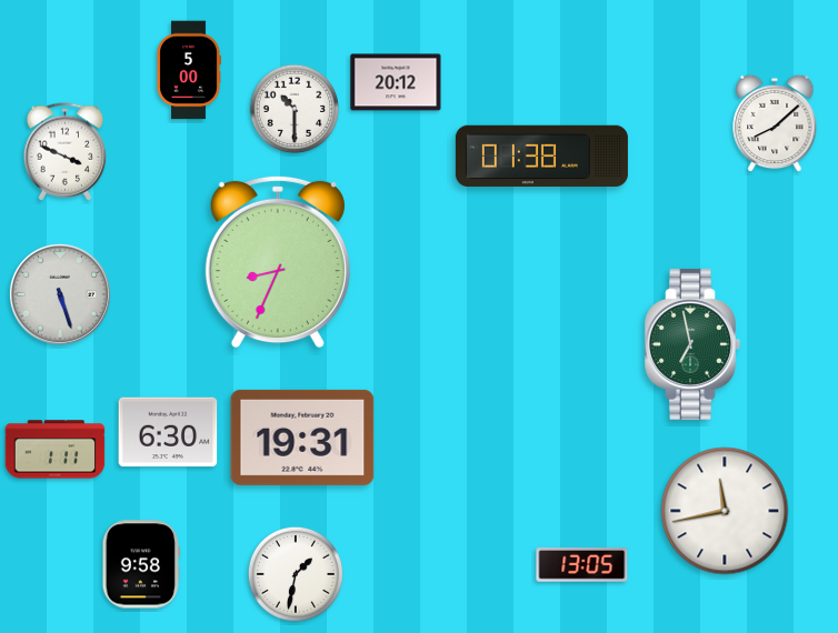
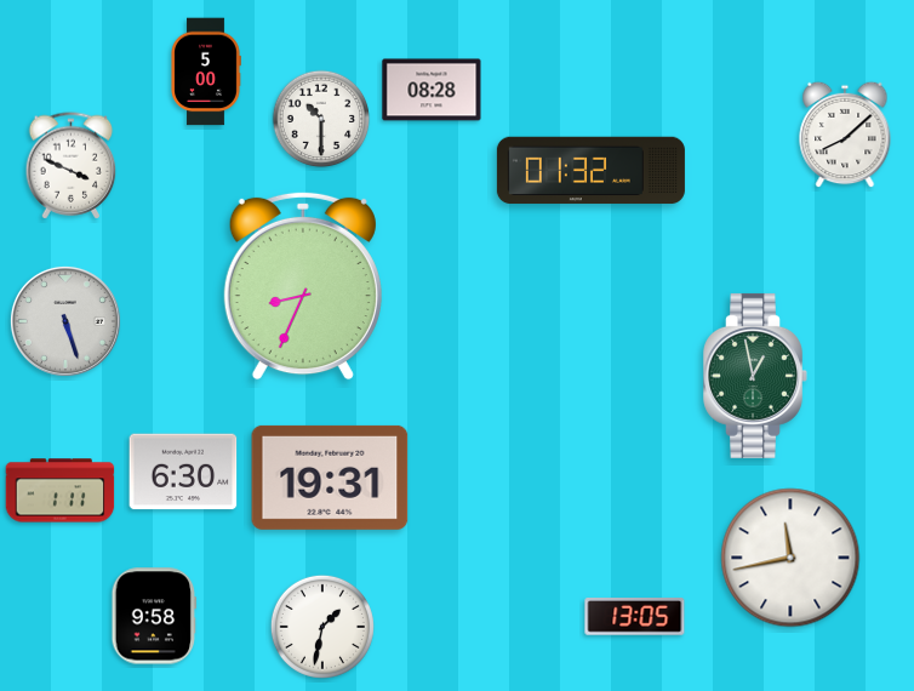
clock at (189, 70) position: (189, 70) -> (206, 72)
clock at (396, 82): 20:12 -> 08:28
clock at (541, 157): 01:38 -> 01:32
clock at (692, 344): 6:58 -> 12:58
